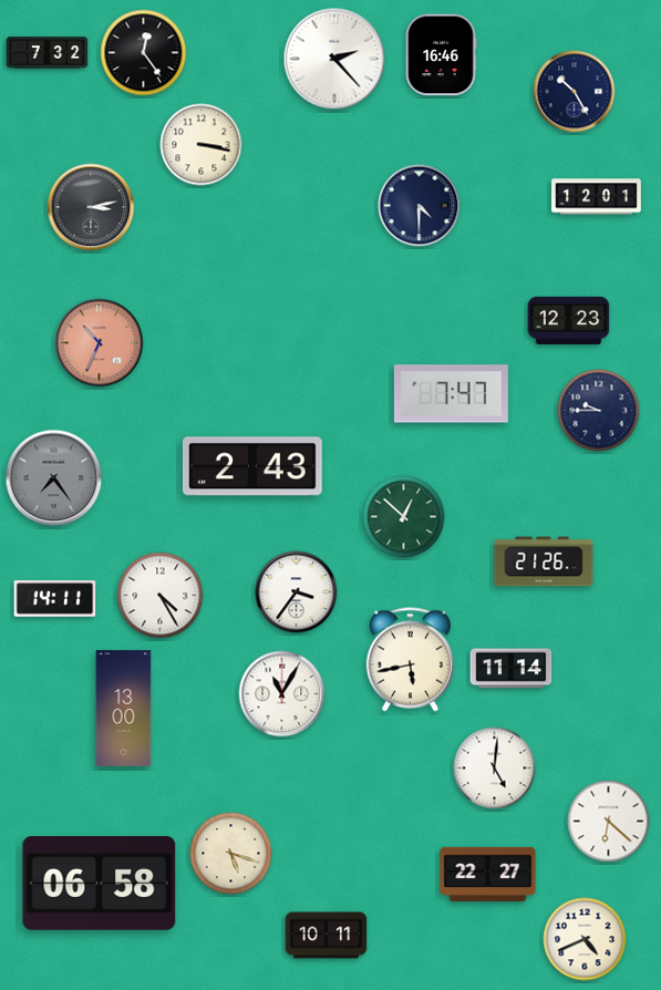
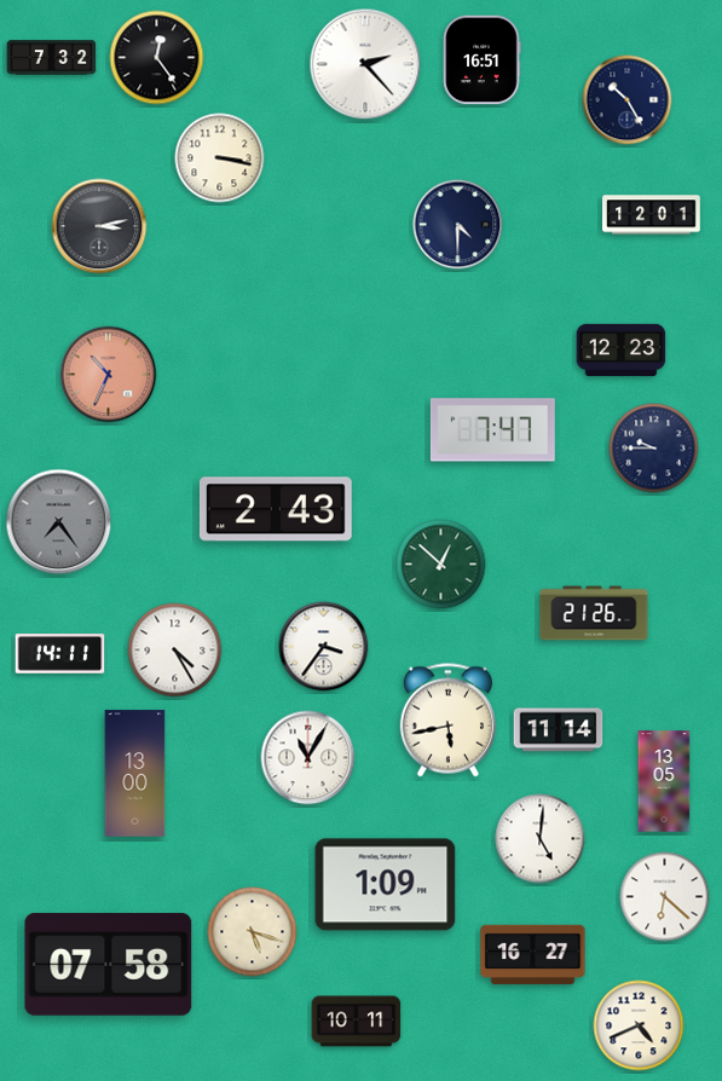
clock at (441, 55): 16:46 -> 16:51
clock at (664, 781): none -> 13:05
clock at (386, 885): none -> 1:09
clock at (488, 874): 22:27 -> 16:27
clock at (100, 884): 06:58 -> 07:58
